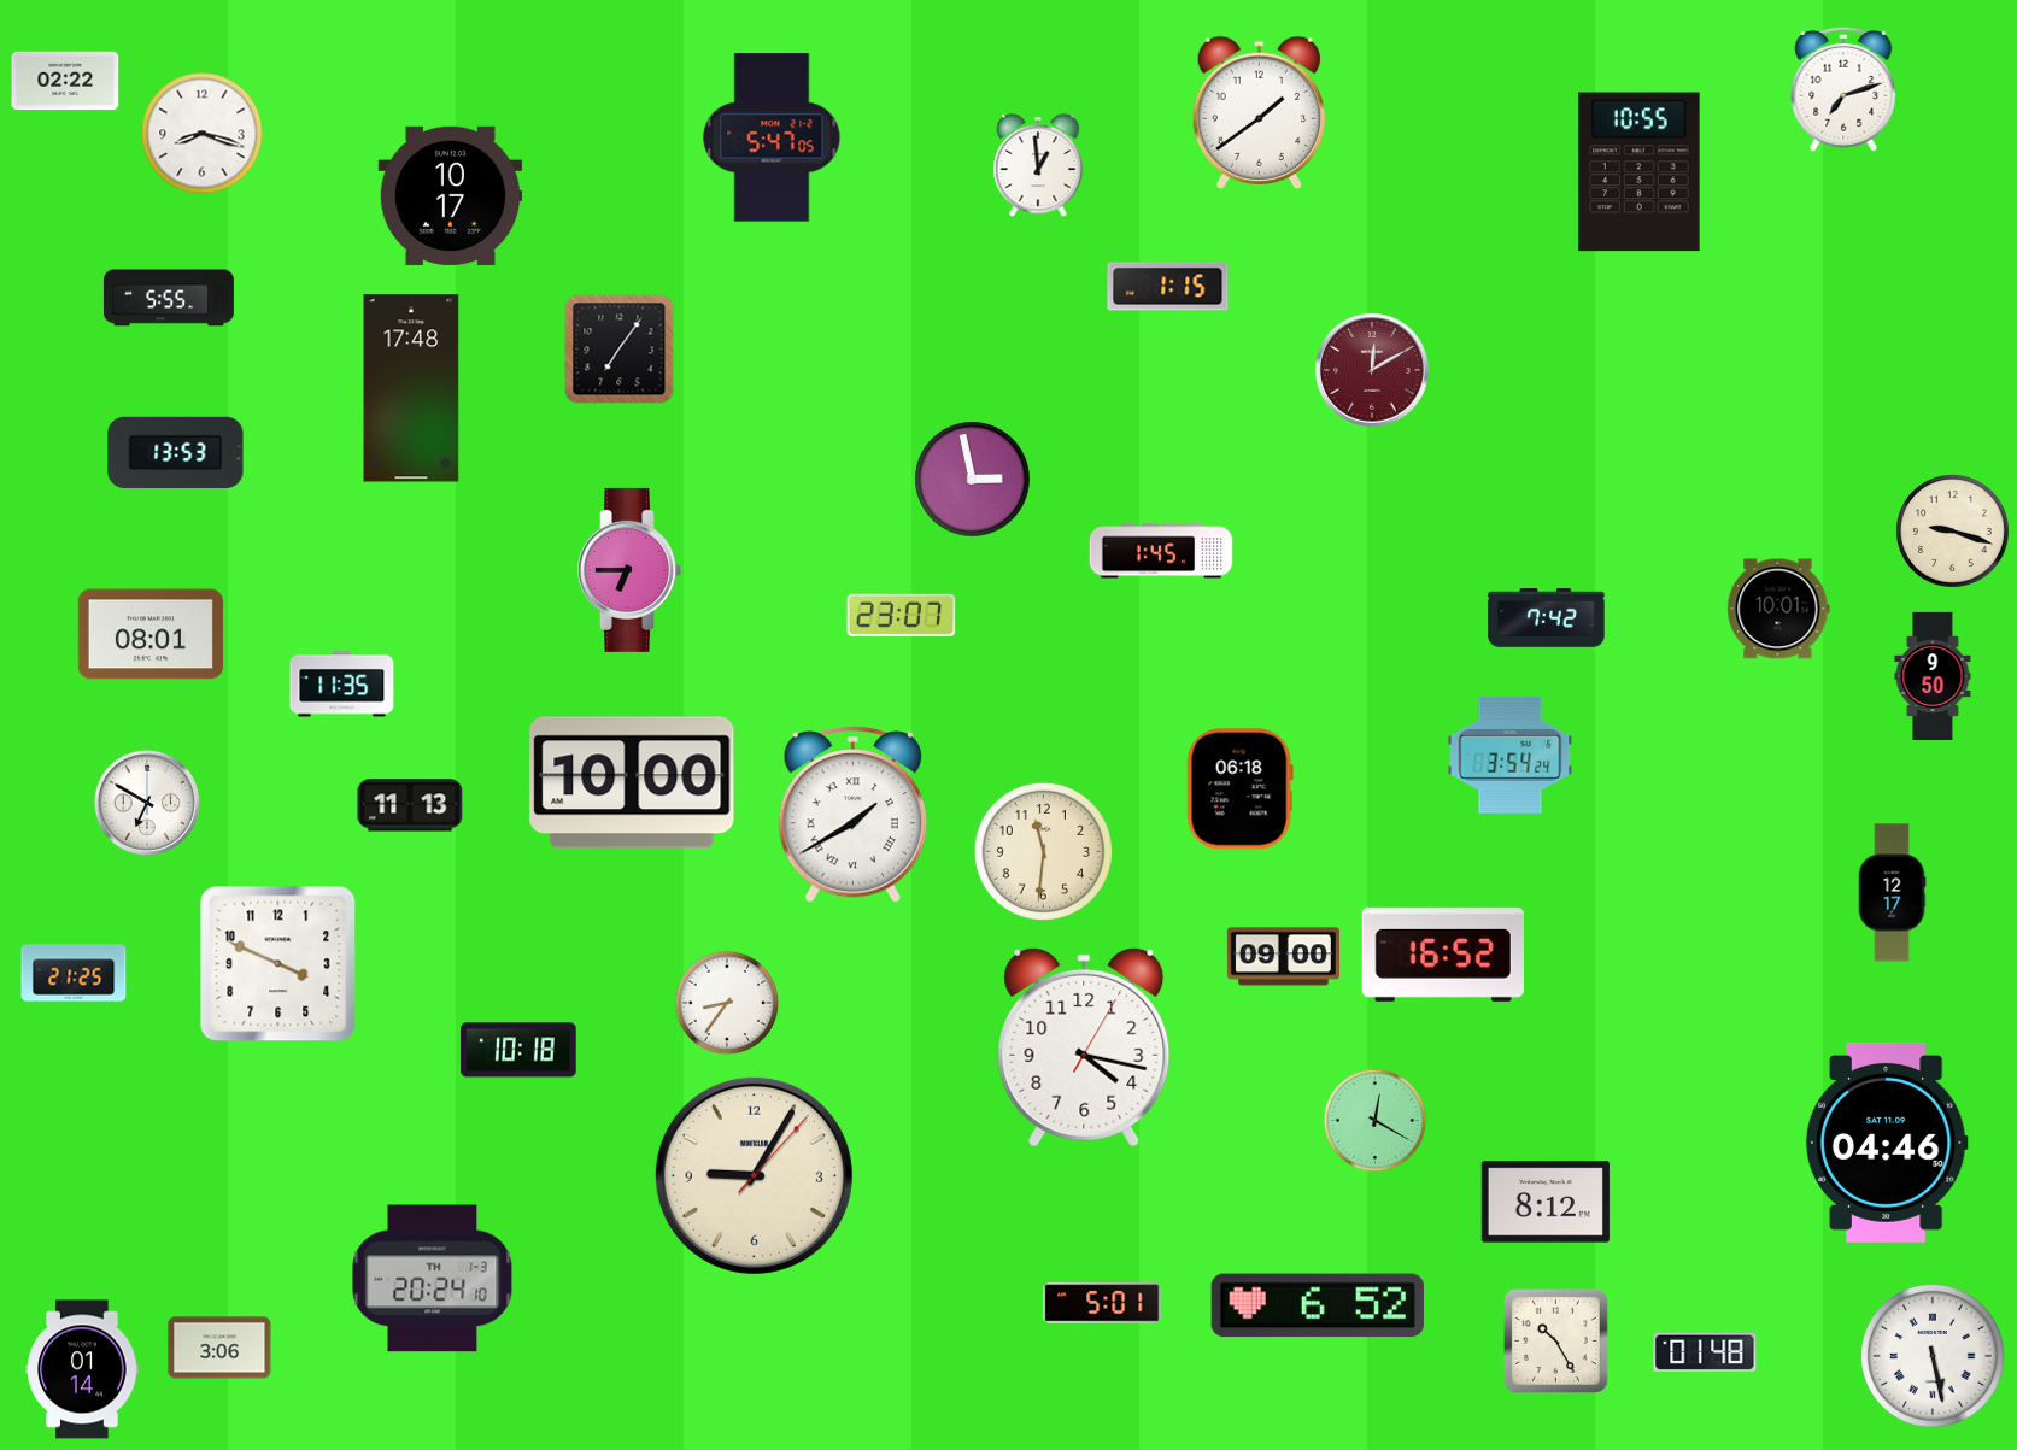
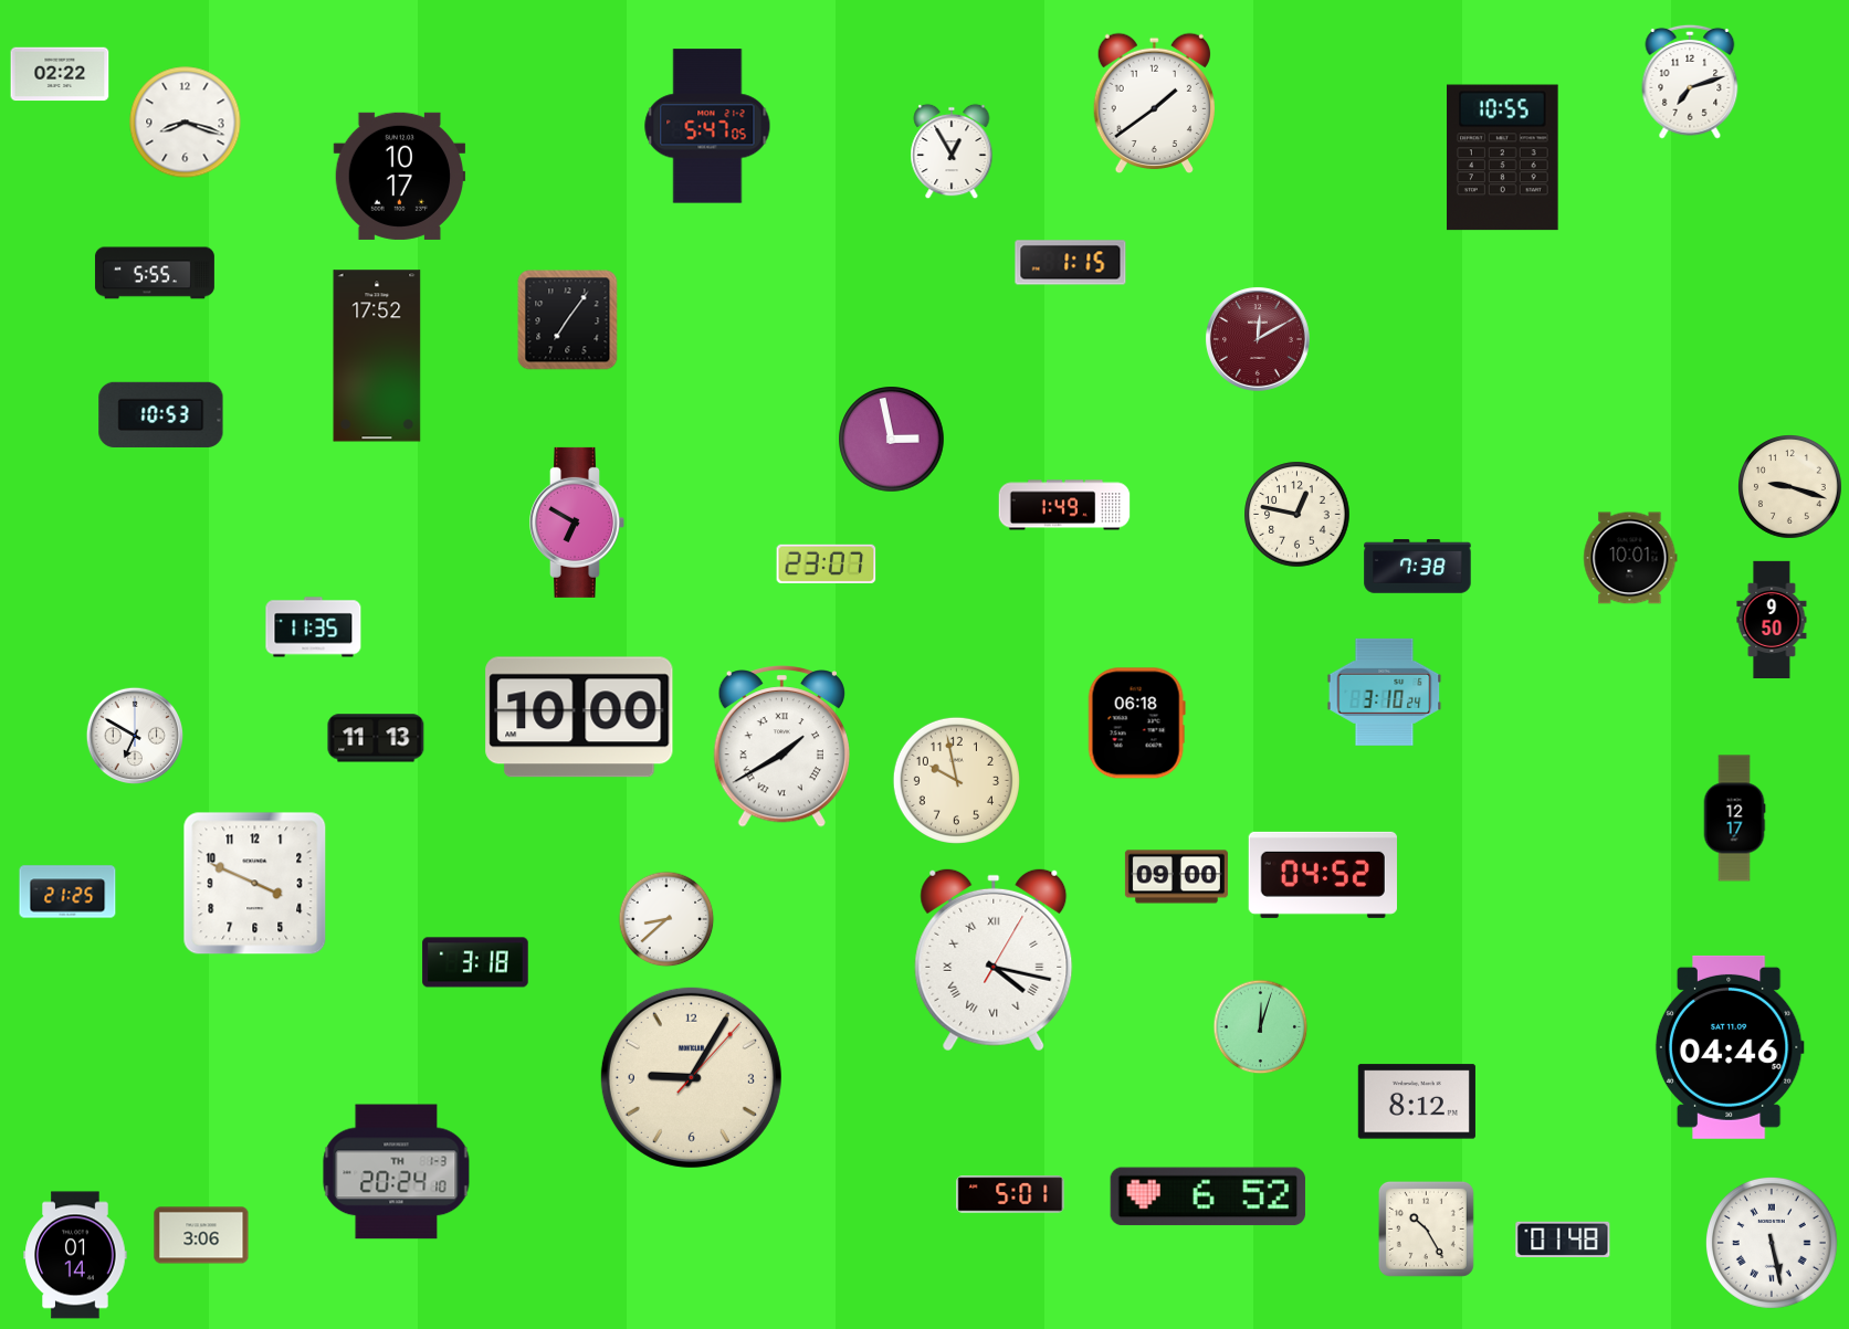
clock at (1038, 165): 12:59 -> 12:55
clock at (451, 195) position: (451, 195) -> (400, 176)
clock at (411, 388): 17:48 -> 17:52
clock at (176, 452): 13:53 -> 10:53
clock at (1161, 551): 1:45 -> 1:49
clock at (1298, 515): none -> 12:47
clock at (629, 570): 6:45 -> 6:50
clock at (1547, 618): 7:42 -> 7:38
clock at (151, 634): 08:01 -> none
clock at (1511, 755): 3:54 -> 3:10
clock at (1043, 851): 11:31 -> 9:58
clock at (1443, 955): 16:52 -> 04:52
clock at (727, 1003): 8:36 -> 8:38
clock at (1084, 1047) numerals: Arabic -> Roman
clock at (518, 1050): 10:18 -> 3:18
clock at (1376, 1121): 12:20 -> 12:03
